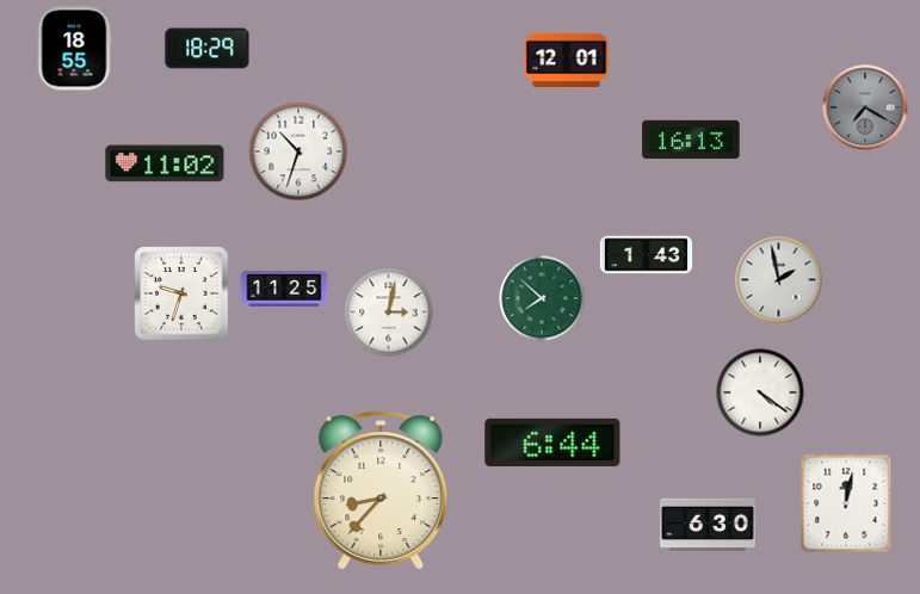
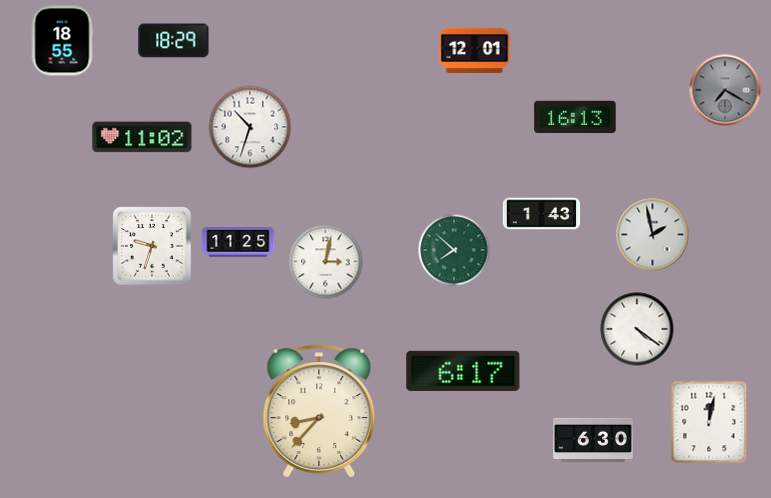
clock at (691, 140) position: (691, 140) -> (575, 117)
clock at (165, 163) position: (165, 163) -> (142, 137)
clock at (552, 443): 6:44 -> 6:17
